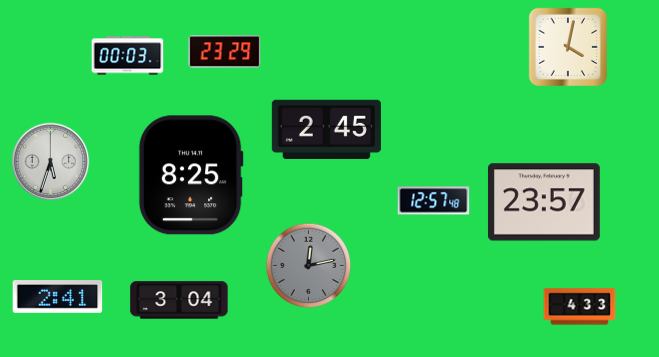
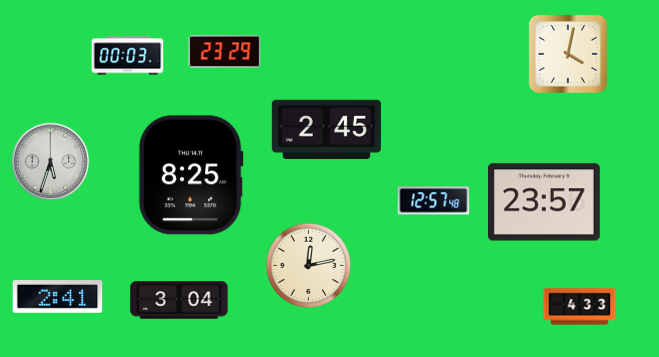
clock at (568, 47) position: (568, 47) -> (568, 54)
clock at (309, 266) dial: grey -> cream
